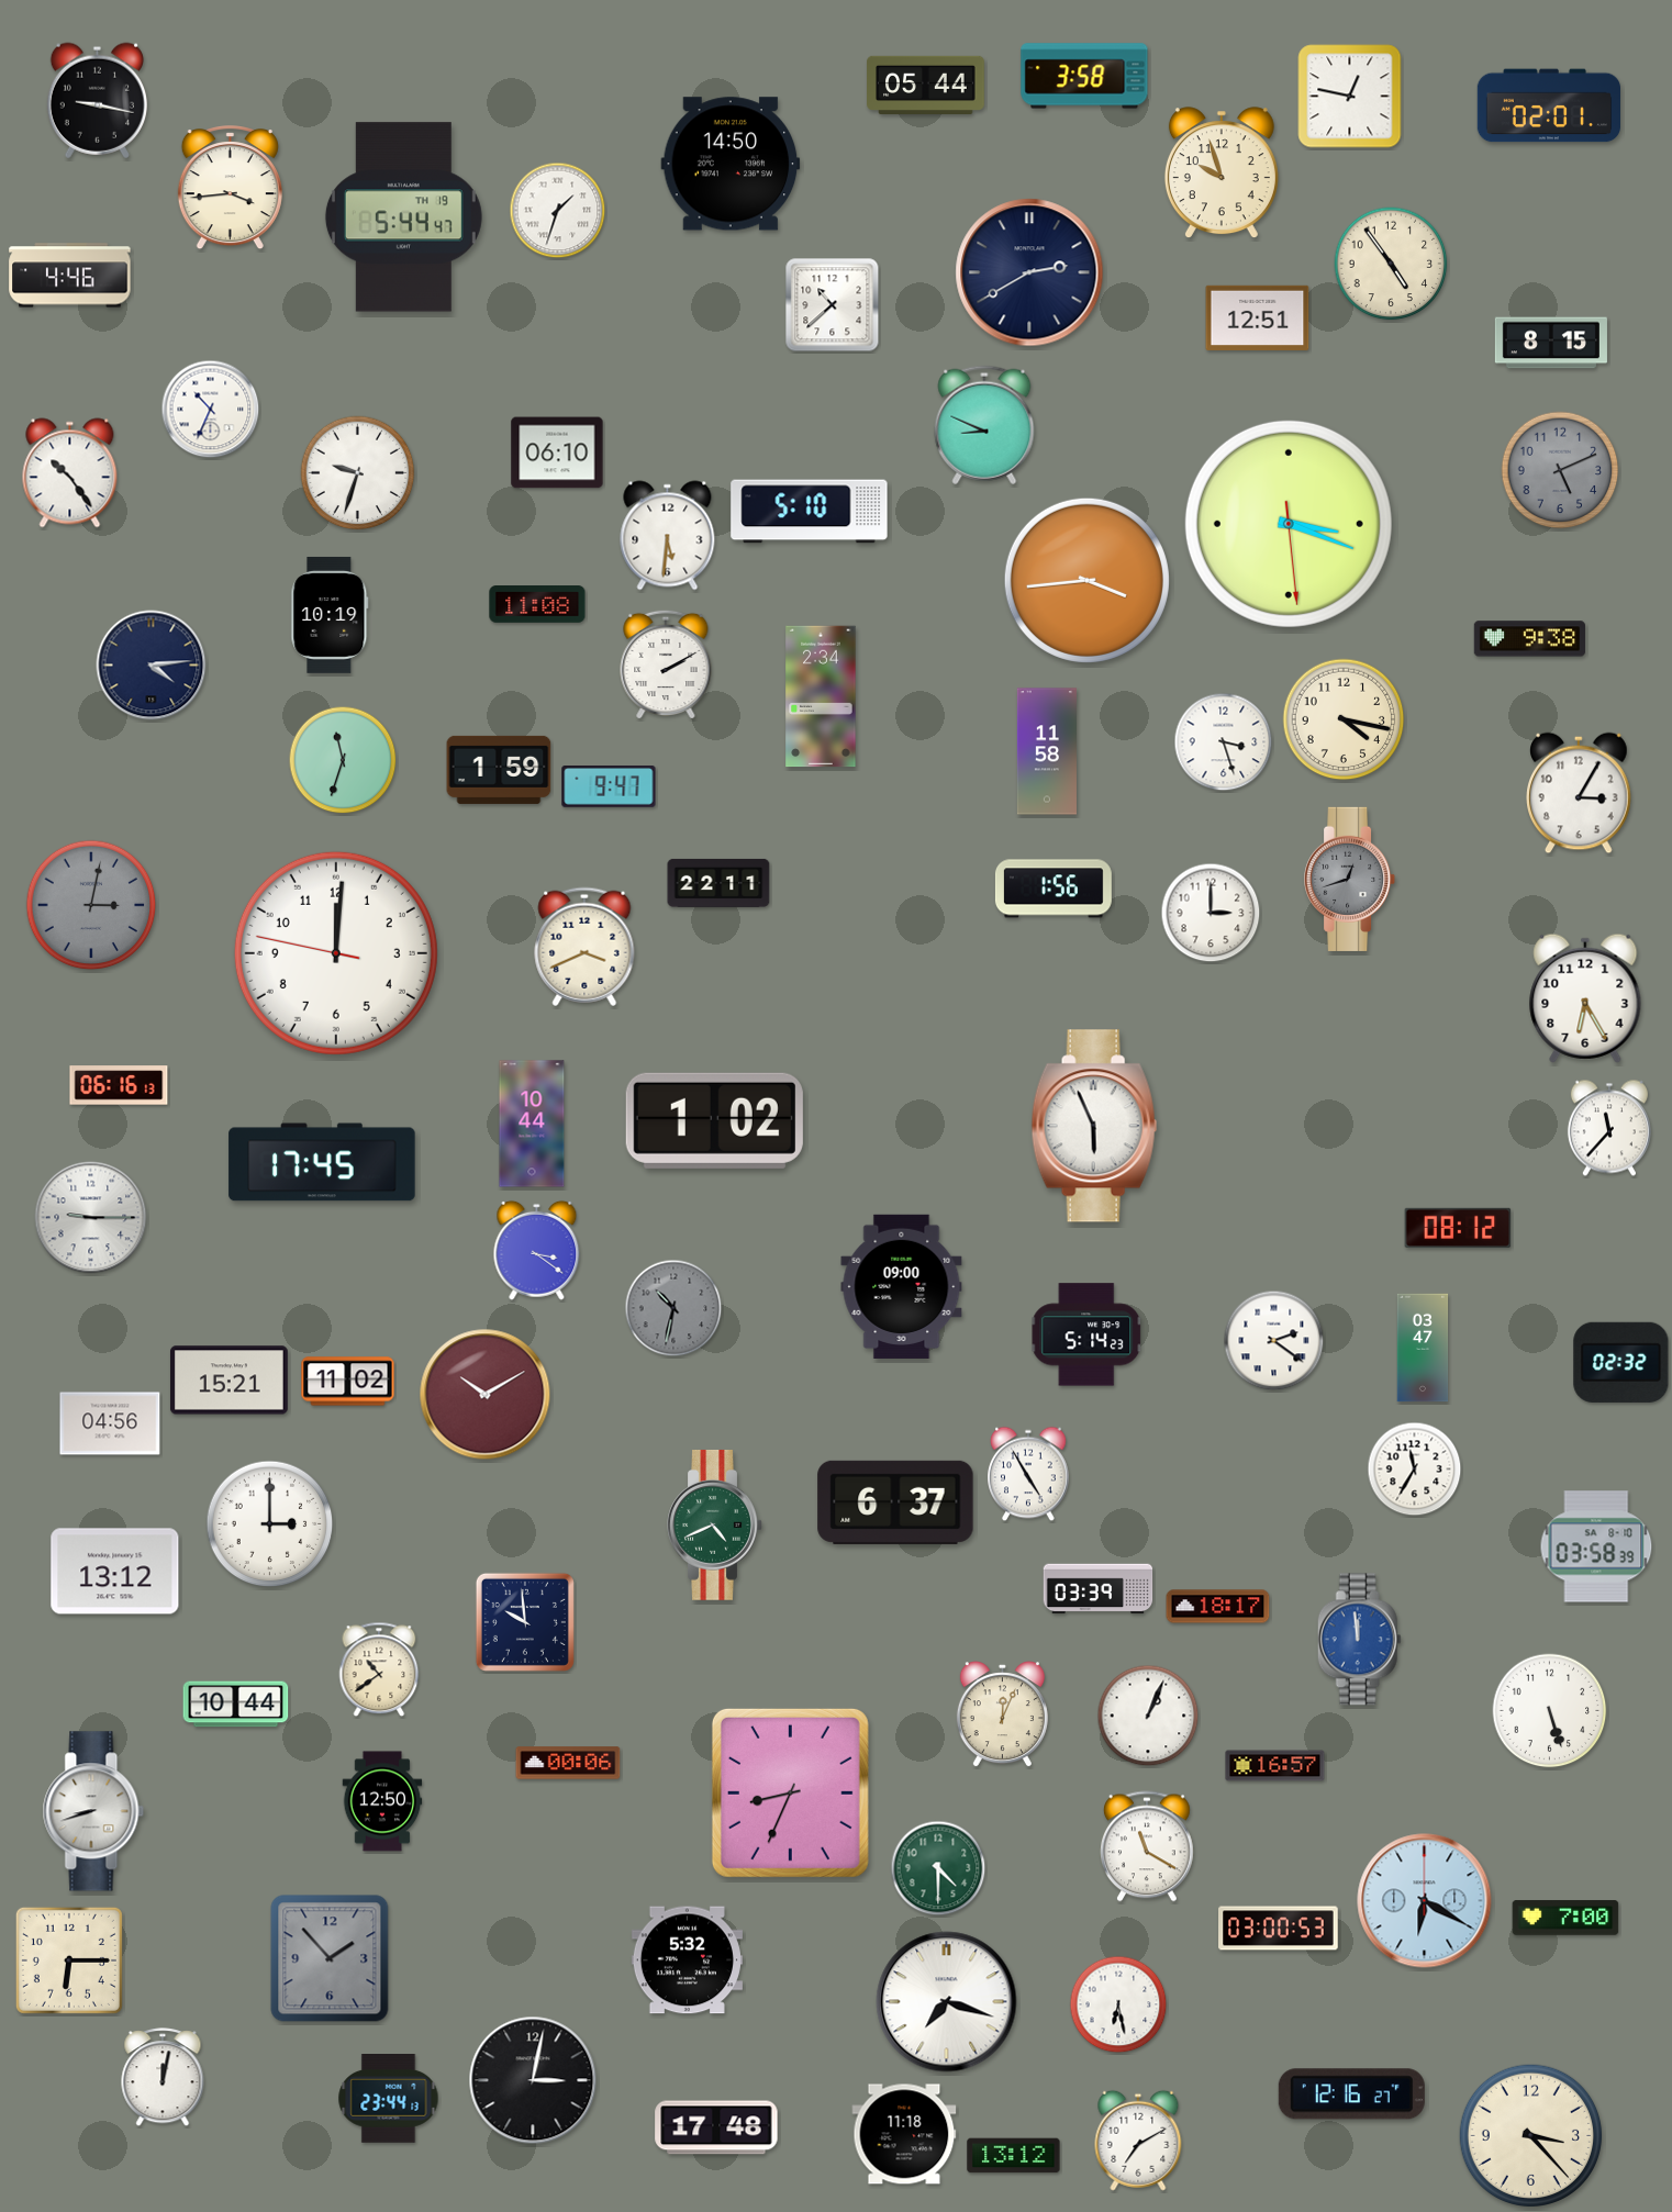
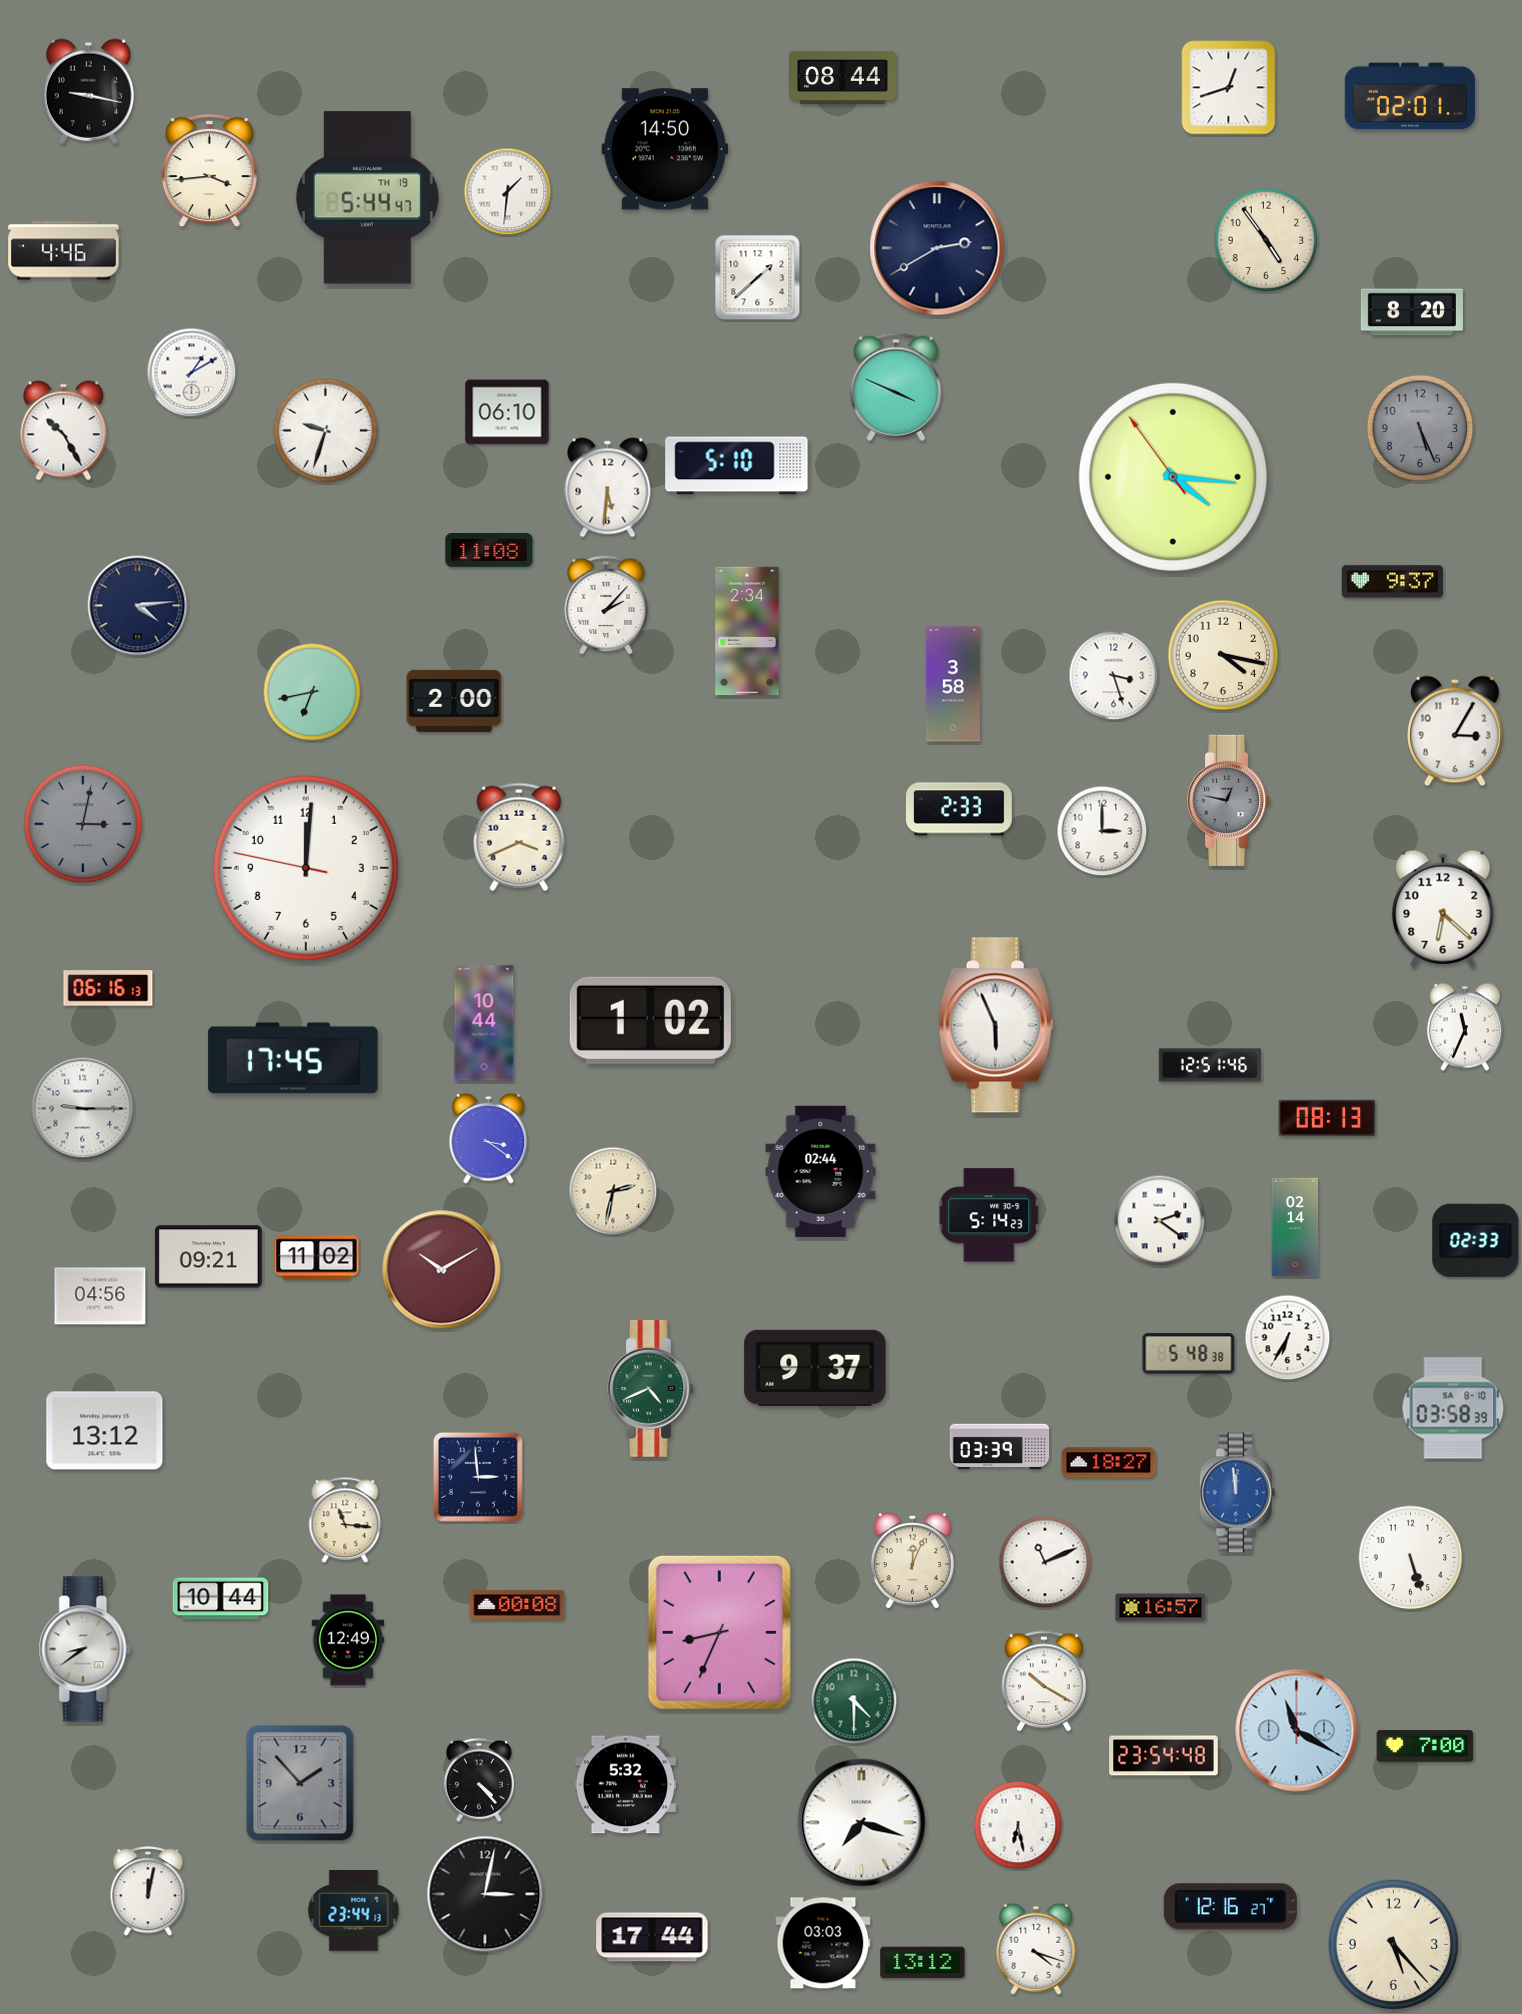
clock at (1084, 76): 3:58 -> none
clock at (926, 85): 05:44 -> 08:44
clock at (1350, 97): 12:47 -> 12:42
clock at (1222, 174): 9:57 -> none
clock at (558, 211): 1:33 -> 1:31
clock at (833, 305): 10:38 -> 1:38
clock at (1258, 317): 12:51 -> none
clock at (1551, 343): 8:15 -> 8:20
clock at (211, 410): 10:34 -> 1:10
clock at (984, 425): 8:49 -> 3:49
clock at (1560, 470): 5:11 -> 5:26
clock at (70, 473): 10:24 -> 10:25
clock at (1289, 524): 3:18 -> 4:15
clock at (1086, 580): 3:44 -> none
clock at (330, 615): 10:19 -> none
clock at (1529, 639): 9:38 -> 9:37
clock at (666, 664): 2:10 -> 2:07
clock at (821, 696) position: (821, 696) -> (747, 631)
clock at (1047, 751): 11:58 -> 3:58
clock at (343, 760): 11:33 -> 6:43
clock at (499, 770): 1:59 -> 2:00
clock at (609, 786): 9:47 -> none
clock at (1579, 793) position: (1579, 793) -> (1455, 731)
clock at (1350, 879): 12:42 -> 12:47
clock at (718, 883): 22:11 -> none
clock at (1054, 889): 1:56 -> 2:33
clock at (584, 947) position: (584, 947) -> (519, 837)
clock at (1585, 998): 6:25 -> 6:22
clock at (1609, 1128): 11:37 -> 11:34
clock at (1210, 1065): none -> 12:51
clock at (1458, 1228): 08:12 -> 08:13
clock at (902, 1286): 09:00 -> 02:44
clock at (673, 1308): 10:32 -> 2:32
clock at (673, 1308) dial: grey -> cream
clock at (1423, 1348): 03:47 -> 02:14
clock at (1621, 1362): 02:32 -> 02:33
clock at (228, 1381): 15:21 -> 09:21
clock at (1415, 1470): 11:35 -> 6:35
clock at (1029, 1474): 4:55 -> none
clock at (1189, 1354): none -> 5:48
clock at (895, 1502): 6:37 -> 9:37
clock at (270, 1524): 3:00 -> none
clock at (1218, 1607): 18:17 -> 18:27
clock at (525, 1622): 9:59 -> 2:59
clock at (379, 1669): 10:39 -> 11:16
clock at (236, 1705) position: (236, 1705) -> (221, 1599)
clock at (1148, 1716): 1:04 -> 11:11
clock at (568, 1763): 00:06 -> 00:08
clock at (382, 1801): 12:50 -> 12:49
clock at (93, 1811): 8:42 -> 8:39
clock at (1148, 1846): 11:20 -> 10:20
clock at (1425, 1901): 6:20 -> 11:20
clock at (1279, 1929): 03:00 -> 23:54
clock at (479, 1780): none -> 4:23
clock at (69, 1960): 6:15 -> none
clock at (716, 2127): 17:48 -> 17:44
clock at (904, 2134): 11:18 -> 03:03
clock at (1531, 2136): 3:23 -> 5:23
clock at (1138, 2141): 7:10 -> 4:18
